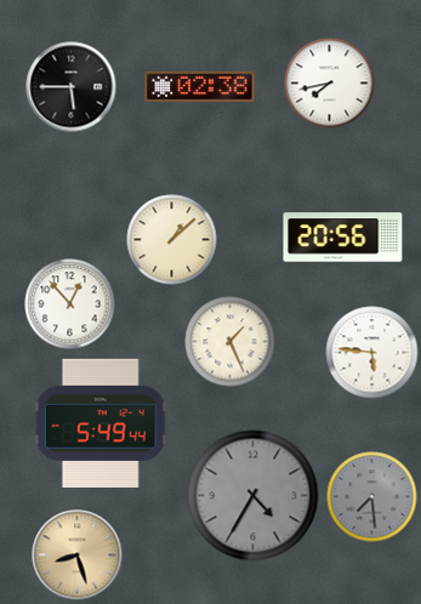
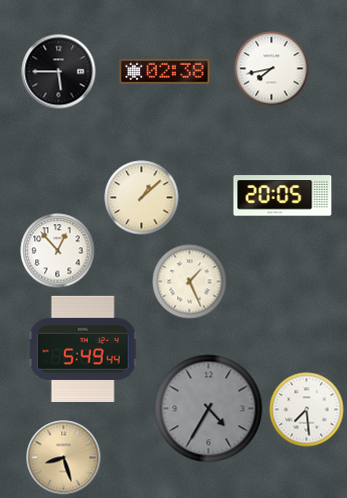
clock at (343, 238): 20:56 -> 20:05
clock at (372, 353): 5:46 -> none
clock at (372, 497) dial: grey -> white
